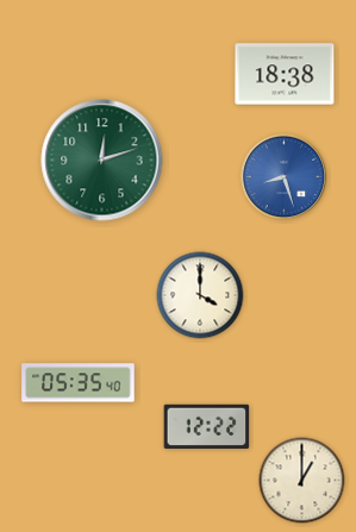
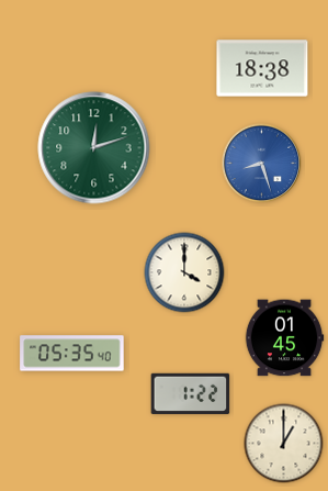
clock at (284, 338): none -> 01:45
clock at (207, 426): 12:22 -> 1:22
clock at (302, 481) position: (302, 481) -> (284, 444)
